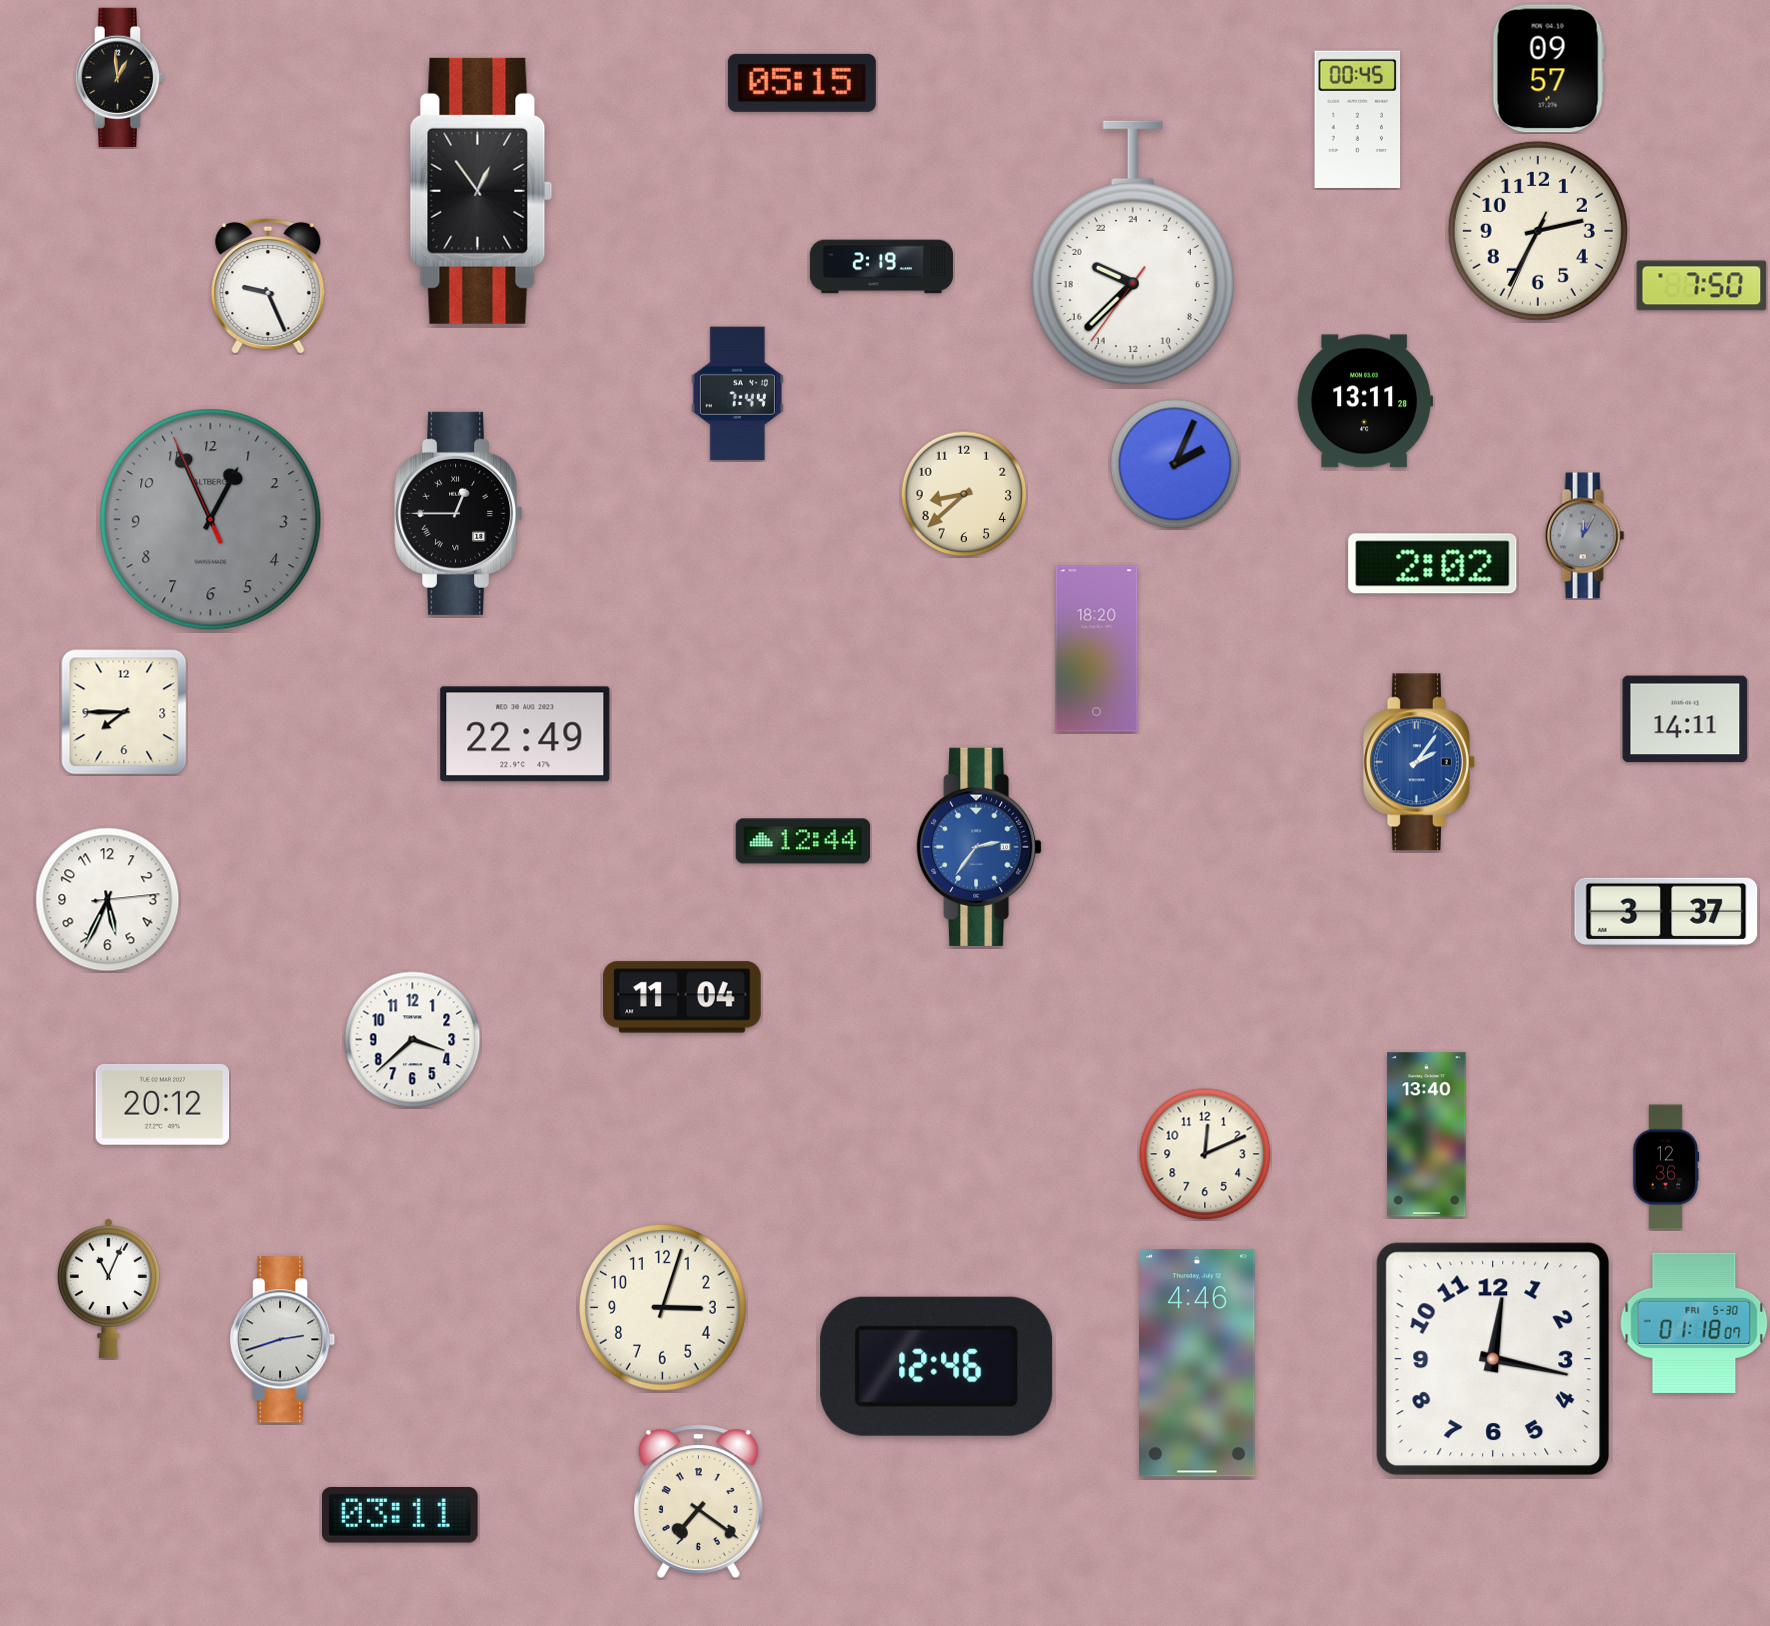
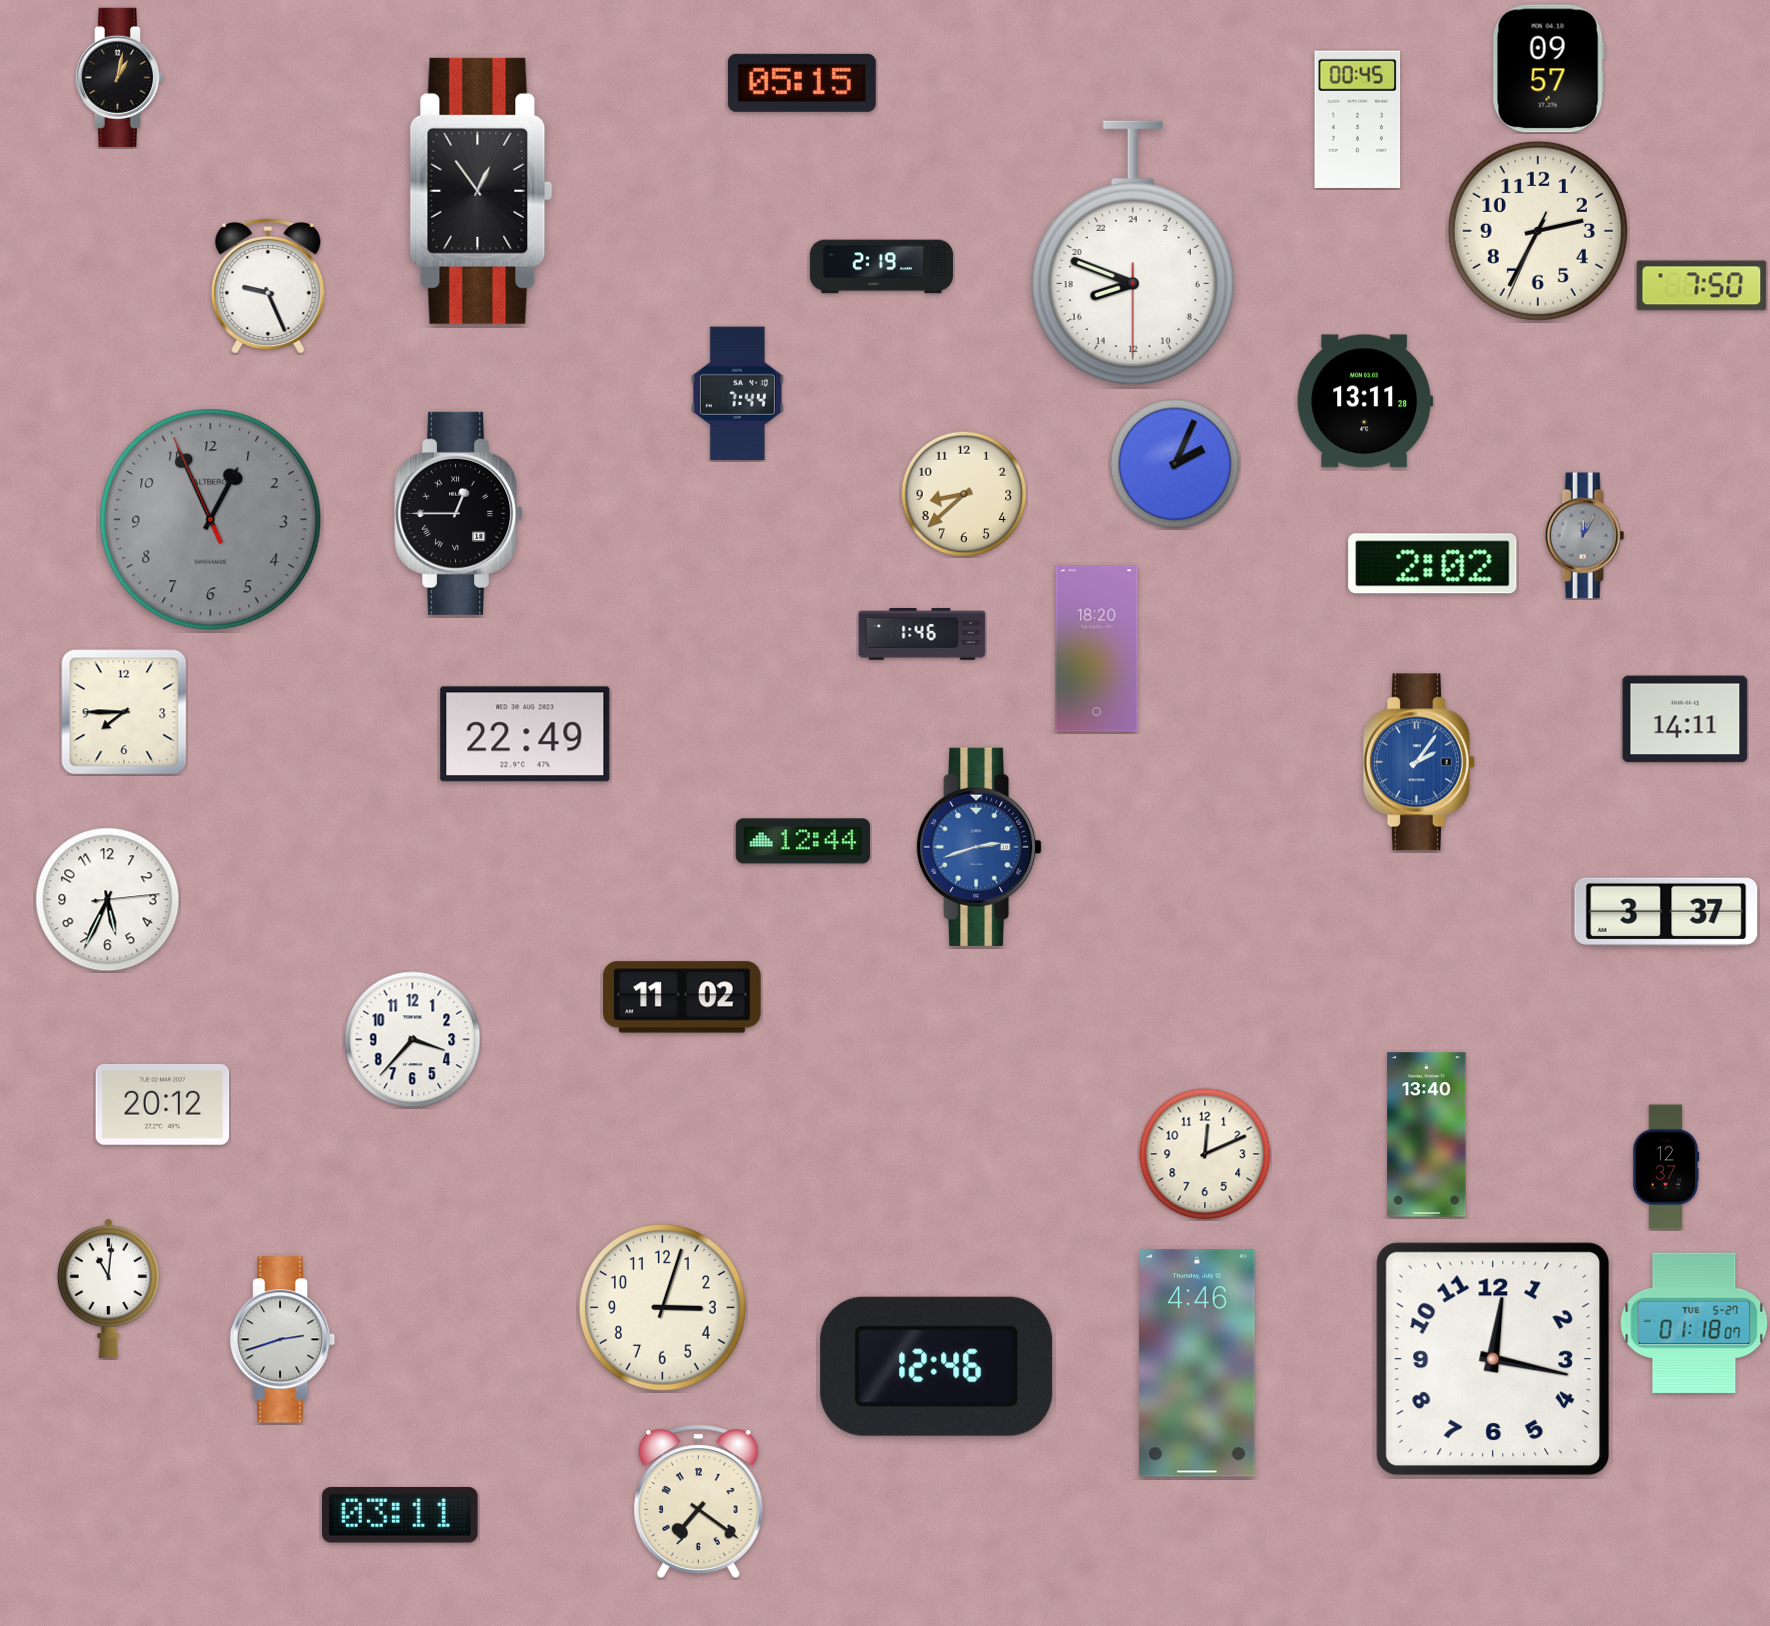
clock at (120, 77): 12:59 -> 1:02
clock at (1133, 253): 19:37 -> 16:48
clock at (922, 634): none -> 1:46
clock at (979, 847): 2:36 -> 2:42
clock at (682, 997): 11:04 -> 11:02
clock at (413, 1040): 3:38 -> 3:37
clock at (1666, 1167): 12:36 -> 12:37
clock at (108, 1288): 11:04 -> 11:01
clock at (1694, 1323) date: FRI 5-30 -> TUE 5-27
